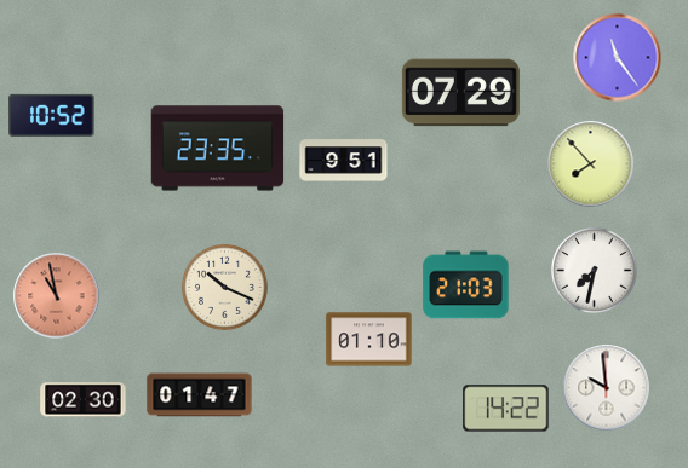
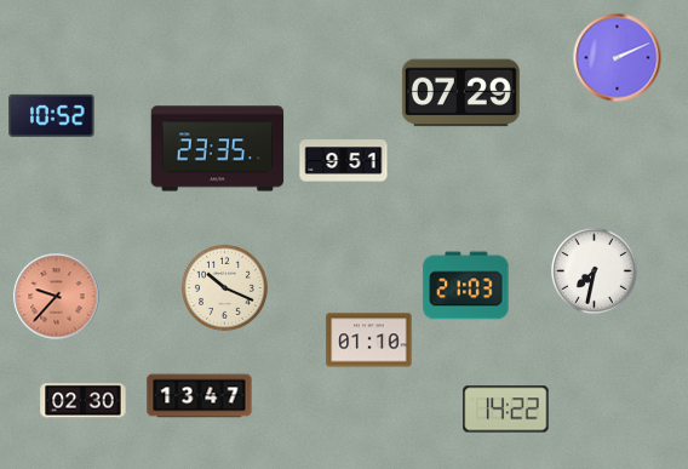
clock at (618, 58): 11:24 -> 2:11
clock at (591, 164): 7:53 -> none
clock at (57, 296): 10:58 -> 9:37
clock at (607, 388): 9:59 -> none
clock at (200, 395): 01:47 -> 13:47
